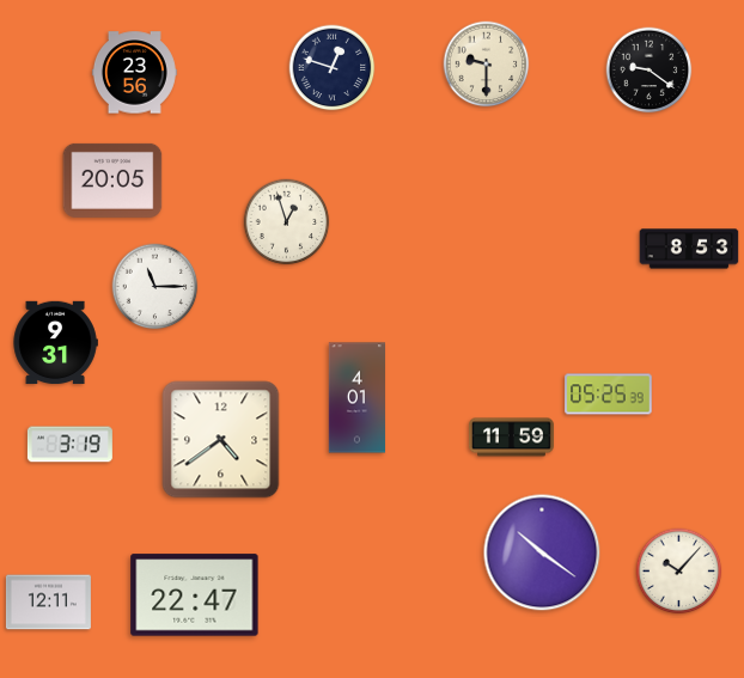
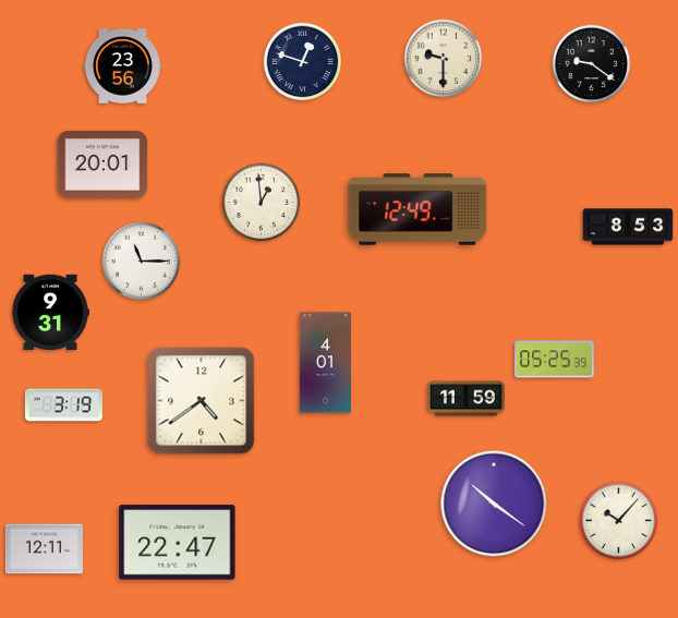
clock at (112, 181): 20:05 -> 20:01
clock at (287, 222): 12:57 -> 12:59
clock at (417, 209): none -> 12:49
